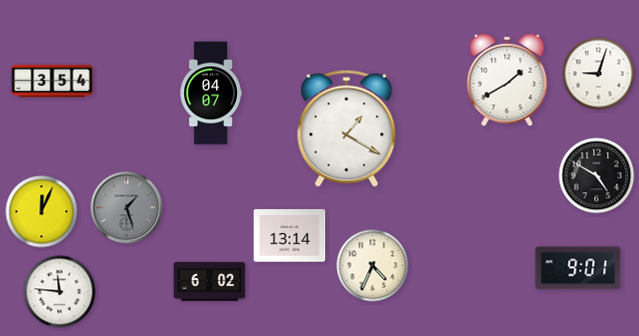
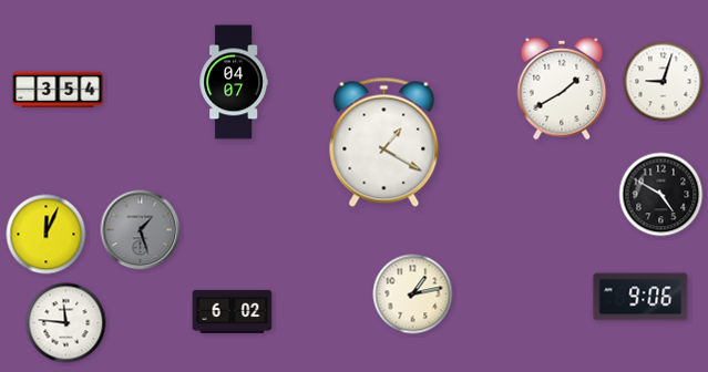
clock at (211, 93) position: (211, 93) -> (234, 82)
clock at (290, 236): 13:14 -> none
clock at (373, 266): 4:34 -> 1:13
clock at (578, 268): 9:01 -> 9:06
